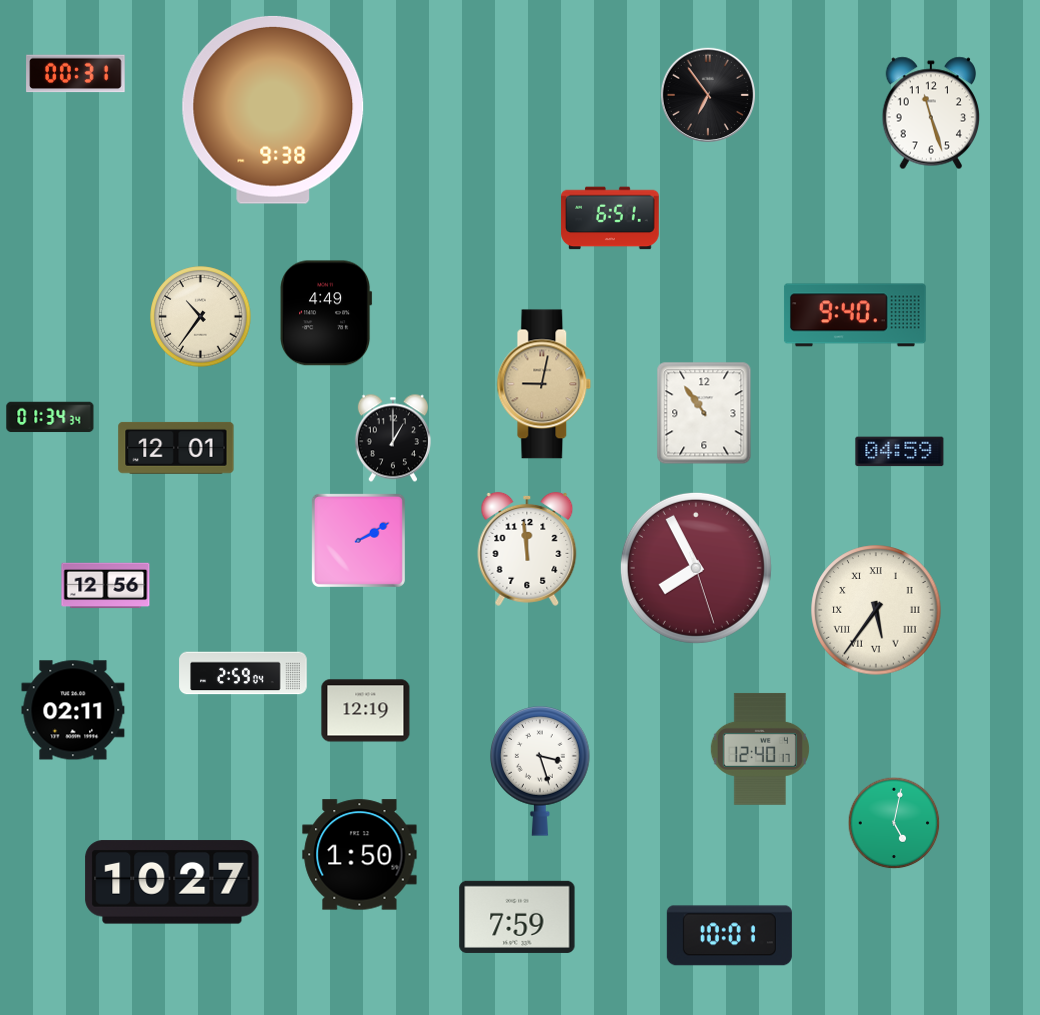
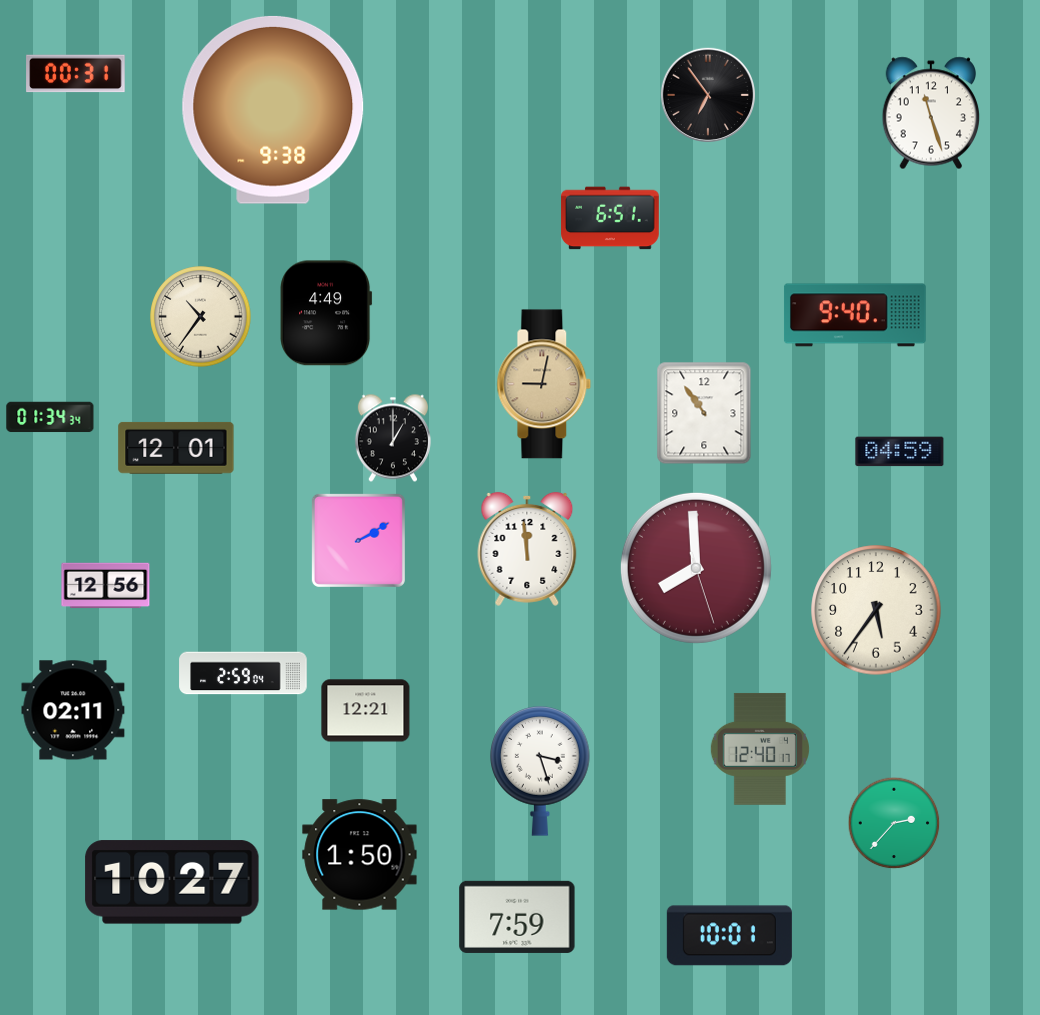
clock at (696, 568): 7:55 -> 7:59
clock at (876, 610) numerals: Roman -> Arabic
clock at (366, 711): 12:19 -> 12:21
clock at (894, 823): 5:02 -> 2:37
